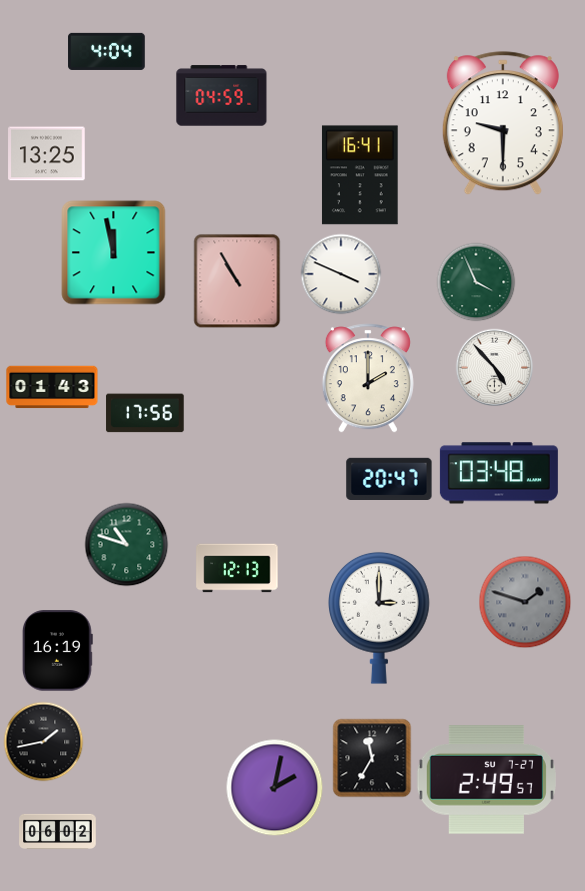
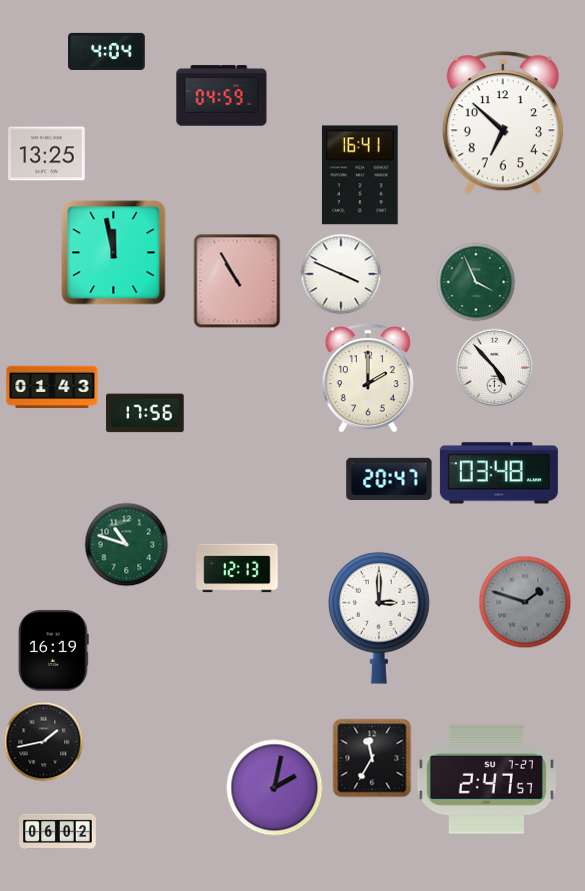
clock at (503, 124): 9:30 -> 6:52
clock at (57, 651) position: (57, 651) -> (53, 651)
clock at (486, 780): 2:49 -> 2:47
